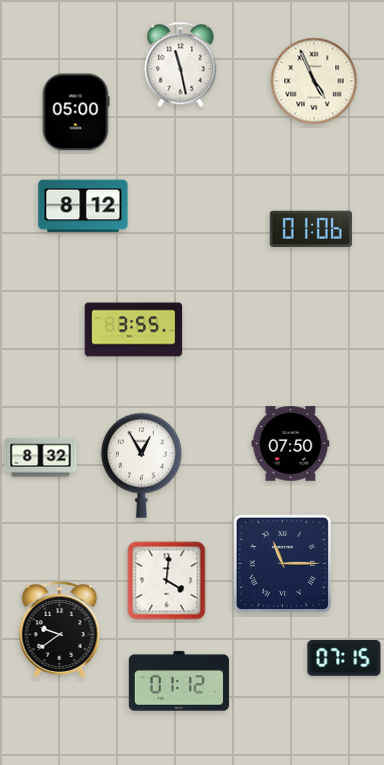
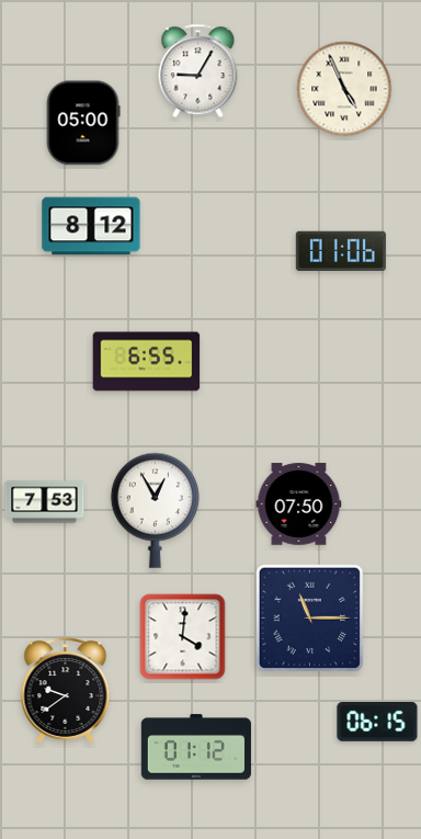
clock at (181, 65): 11:28 -> 9:05
clock at (134, 330): 3:55 -> 6:55
clock at (291, 444) position: (291, 444) -> (299, 504)
clock at (41, 458): 8:32 -> 7:53
clock at (344, 659): 07:15 -> 06:15
